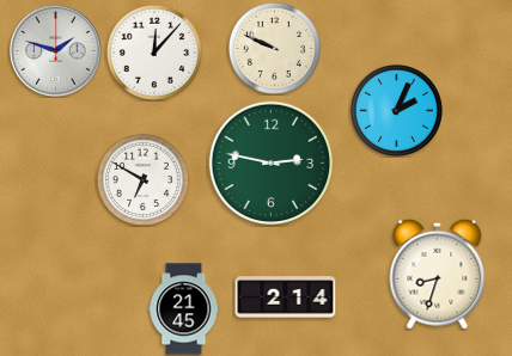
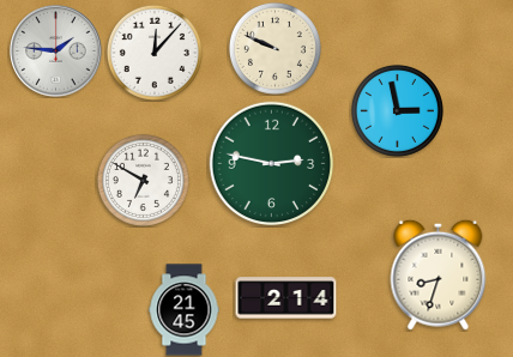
clock at (56, 51): 1:48 -> 1:46
clock at (396, 110): 2:04 -> 2:58
